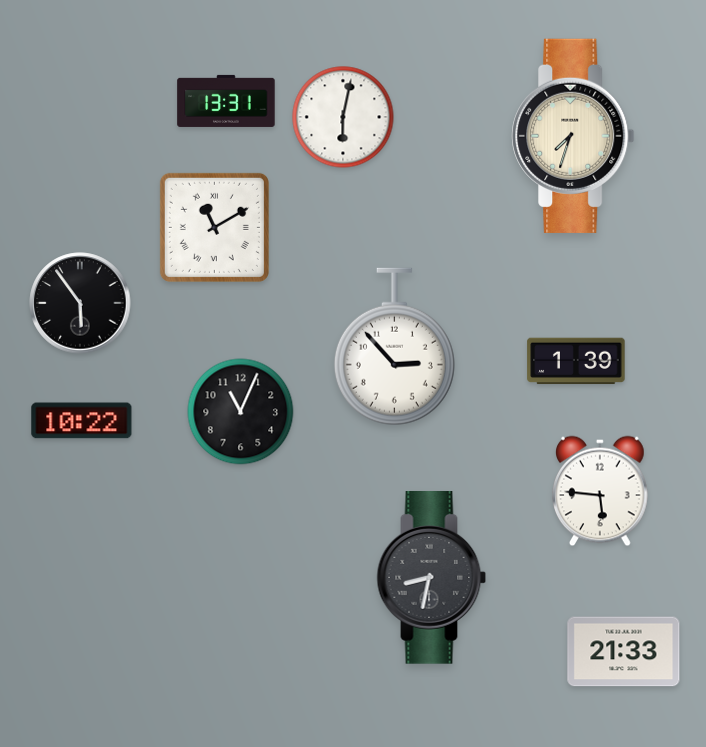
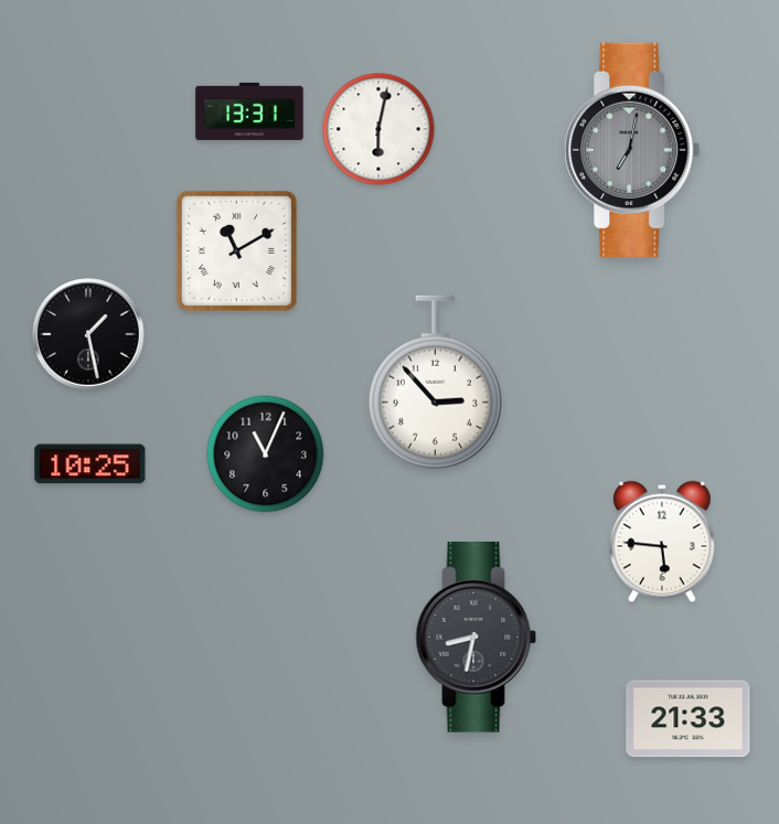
clock at (573, 136): 7:33 -> 7:02
clock at (573, 136) dial: cream -> grey
clock at (80, 303): 5:54 -> 1:28
clock at (576, 361): 1:39 -> none
clock at (82, 421): 10:22 -> 10:25
